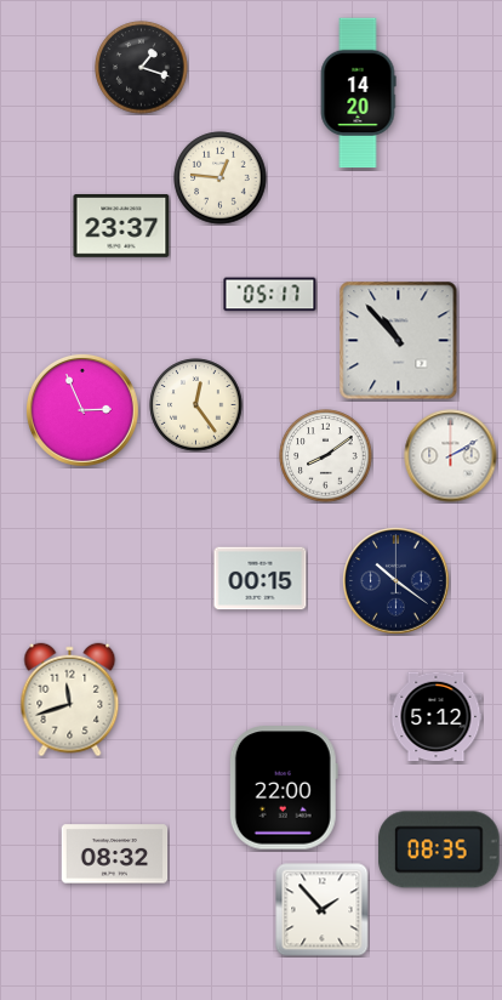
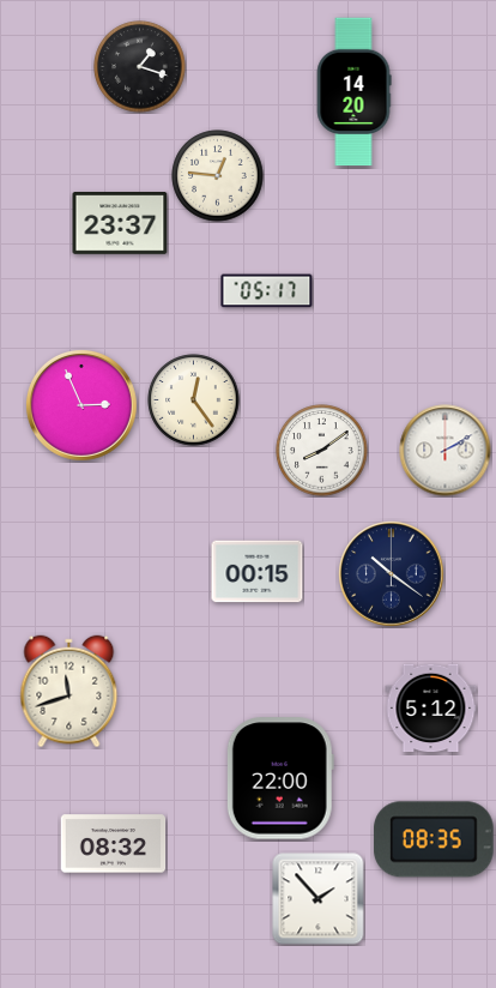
clock at (399, 341): 10:53 -> none
